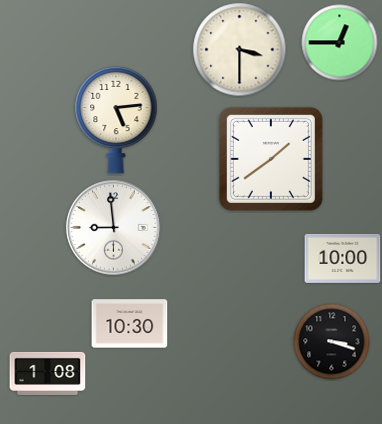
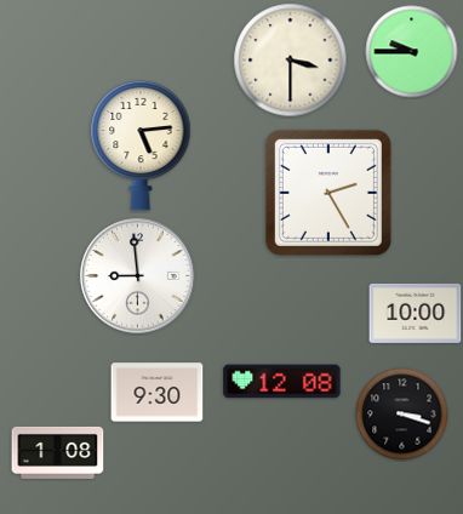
clock at (340, 43): 12:45 -> 9:45
clock at (271, 159): 1:39 -> 2:25
clock at (282, 382): none -> 12:08
clock at (130, 324): 10:30 -> 9:30
